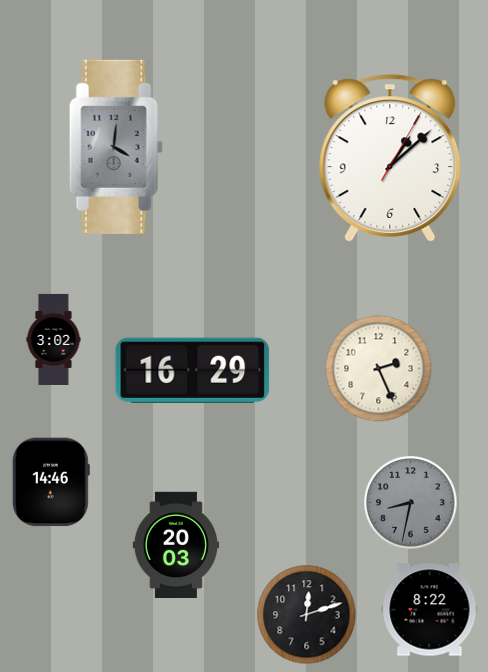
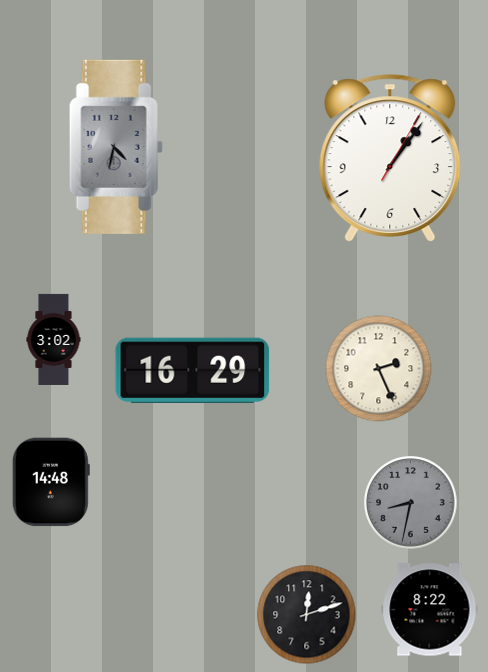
clock at (116, 147): 4:01 -> 4:32
clock at (390, 158): 1:08 -> 1:06
clock at (51, 482): 14:46 -> 14:48
clock at (175, 545): 20:03 -> none
